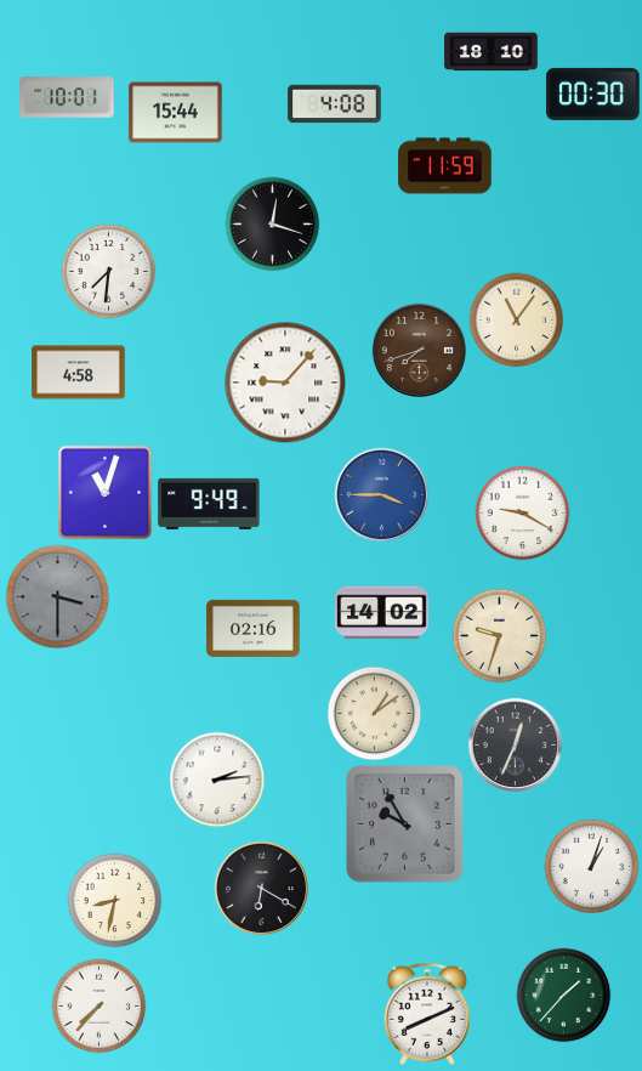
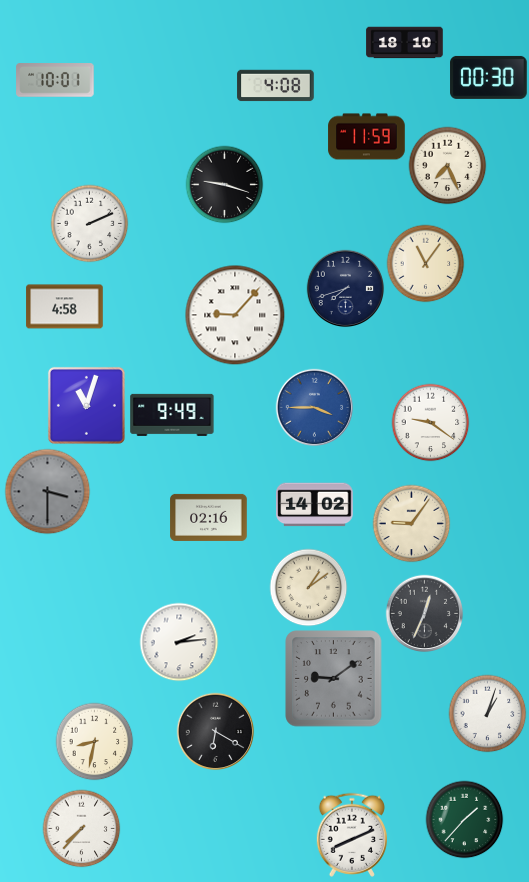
clock at (176, 113): 15:44 -> none
clock at (447, 165): none -> 7:26
clock at (272, 223): 12:18 -> 9:18
clock at (108, 271): 7:31 -> 2:11
clock at (419, 350) dial: brown -> navy
clock at (522, 512): 9:20 -> 9:21
clock at (499, 635): 9:33 -> 9:06
clock at (405, 824): 9:55 -> 9:09
